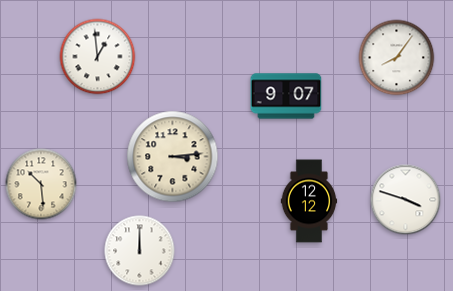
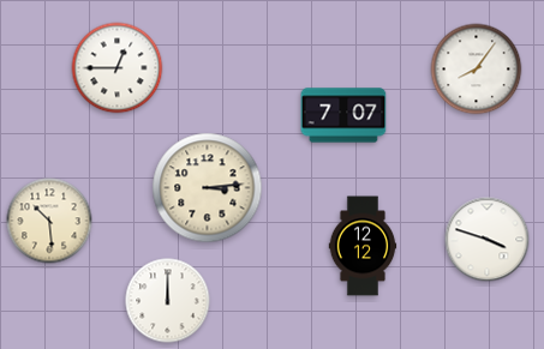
clock at (98, 57): 12:59 -> 12:45
clock at (286, 96): 9:07 -> 7:07
clock at (309, 201) position: (309, 201) -> (363, 246)
